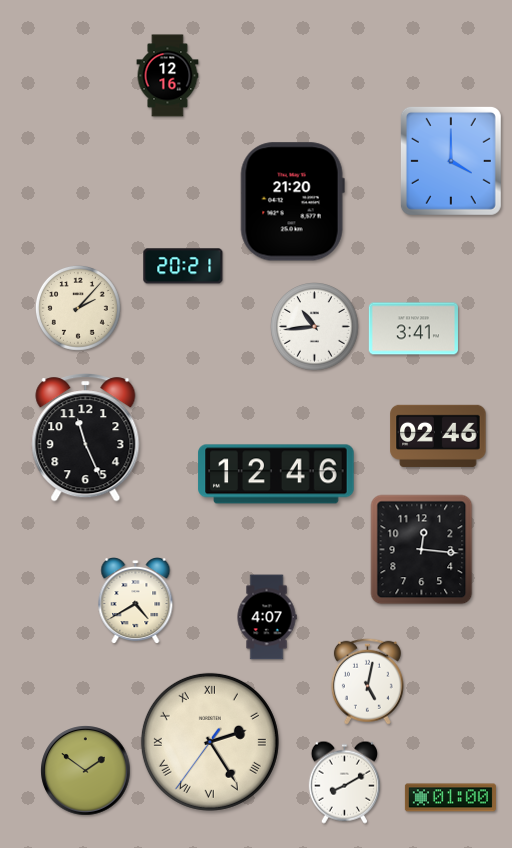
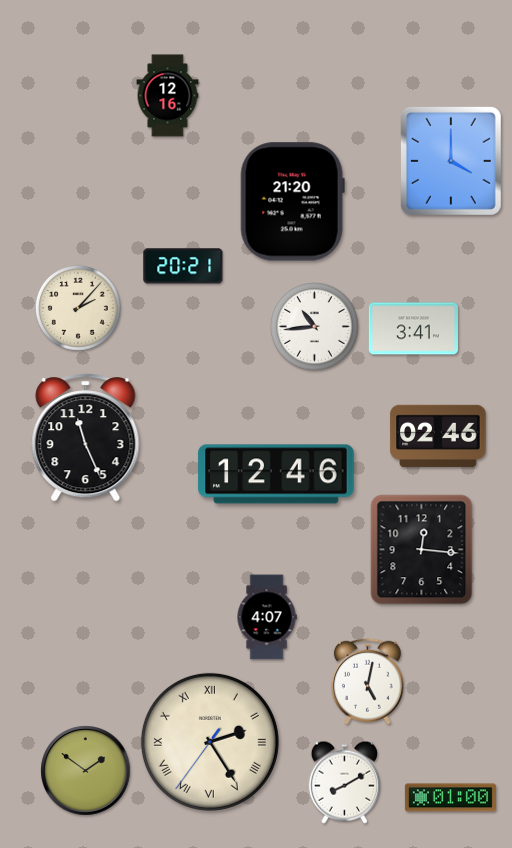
clock at (168, 76) position: (168, 76) -> (168, 96)
clock at (136, 601): 4:40 -> none
